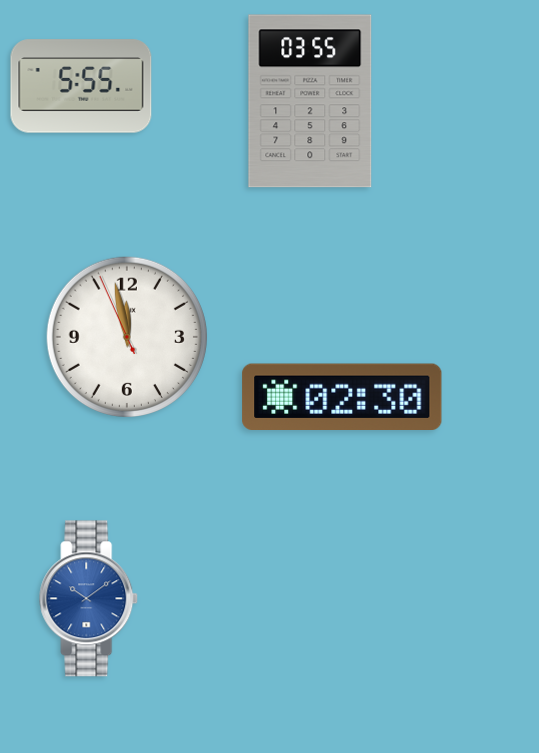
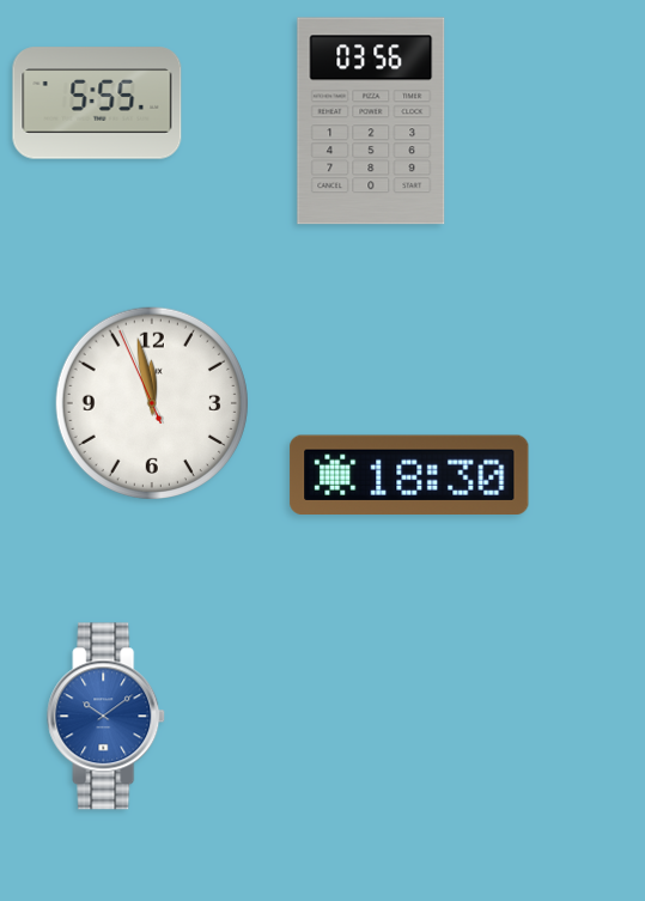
clock at (310, 101): 03:55 -> 03:56
clock at (342, 396): 02:30 -> 18:30
